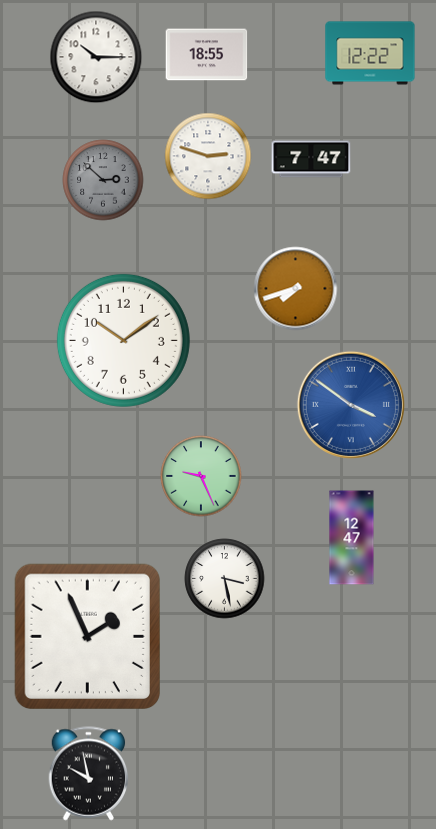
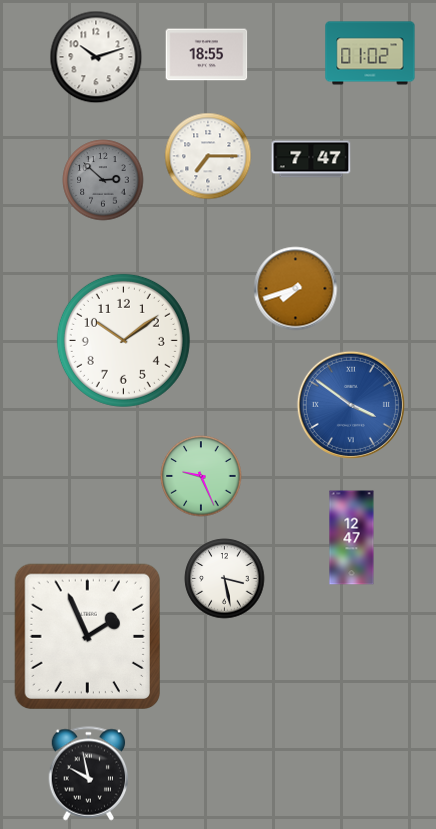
clock at (370, 53): 12:22 -> 01:02
clock at (96, 57): 10:15 -> 10:12
clock at (208, 156): 2:48 -> 7:15
